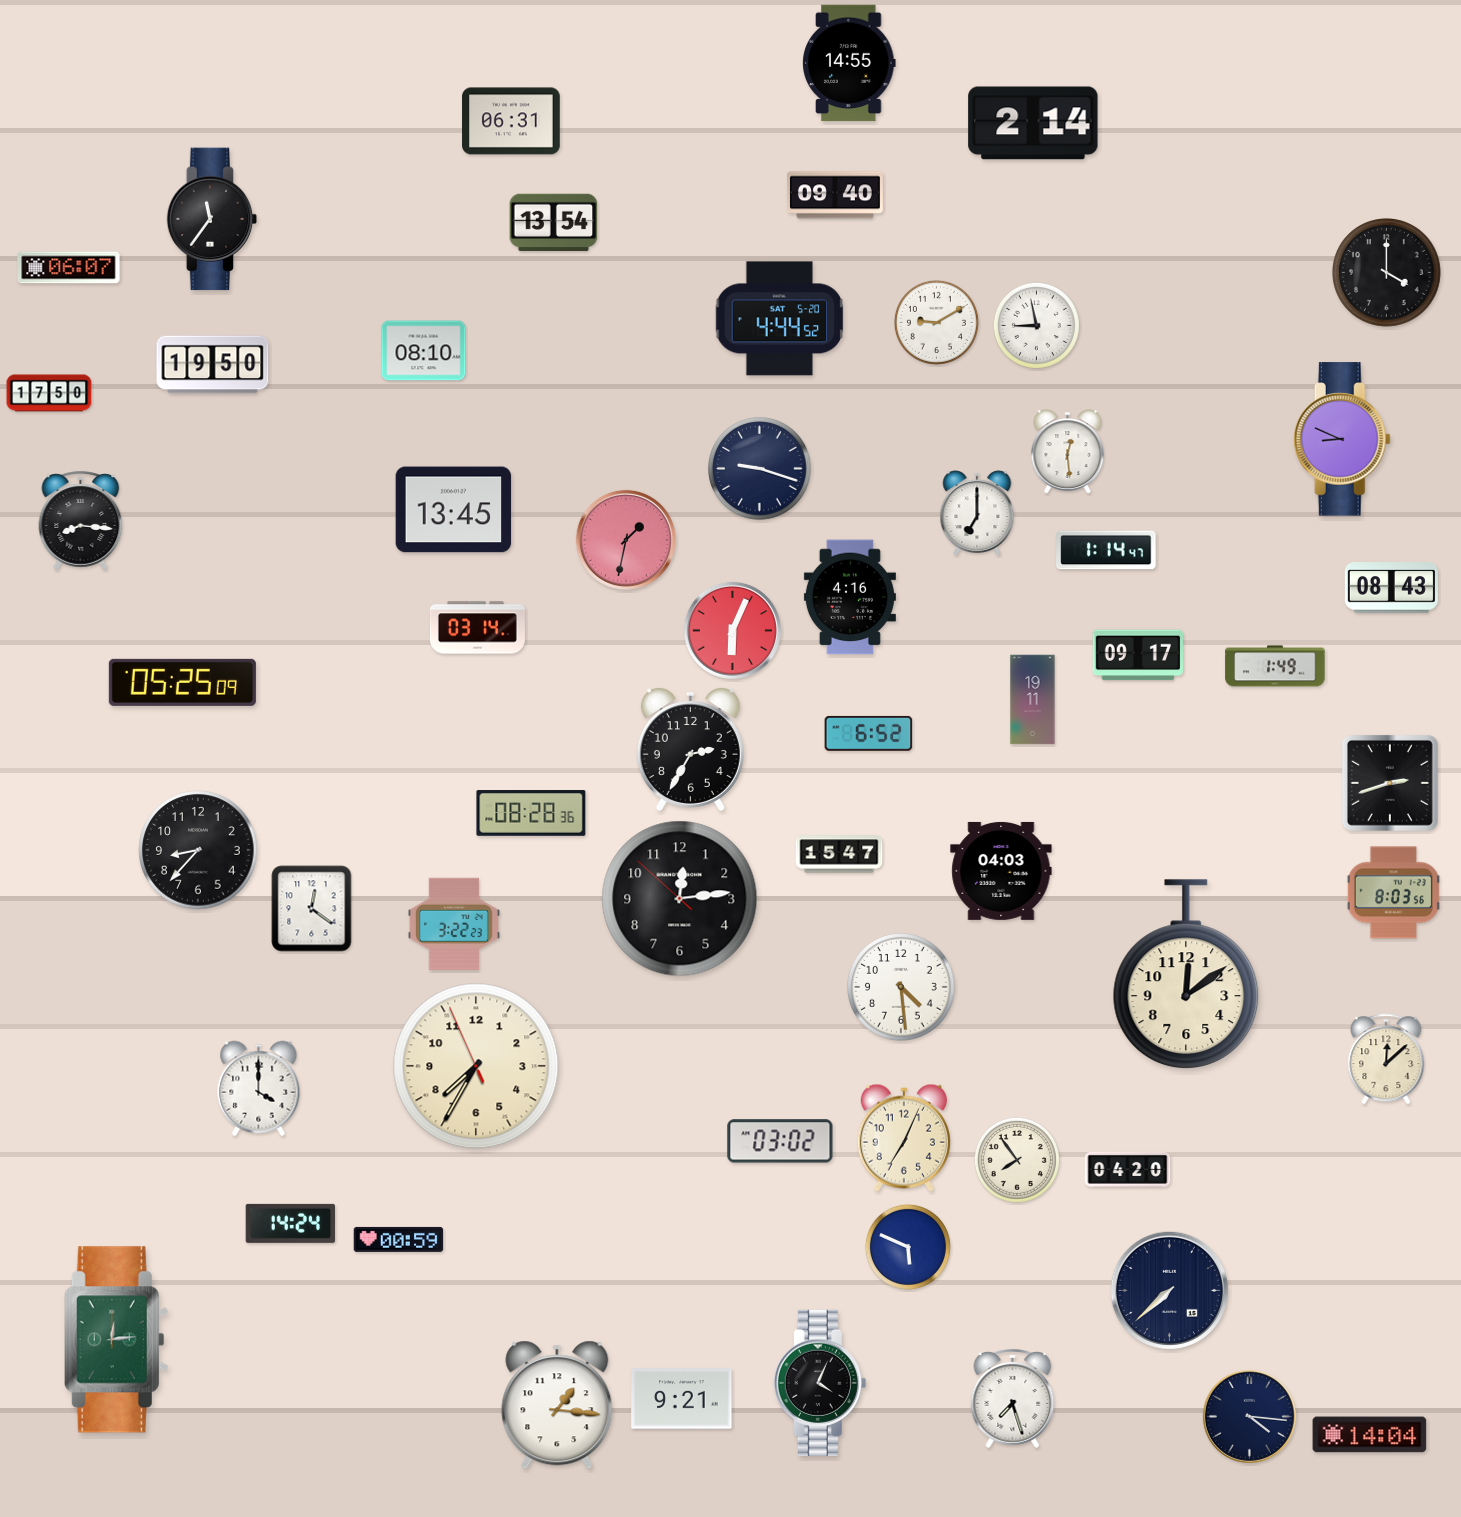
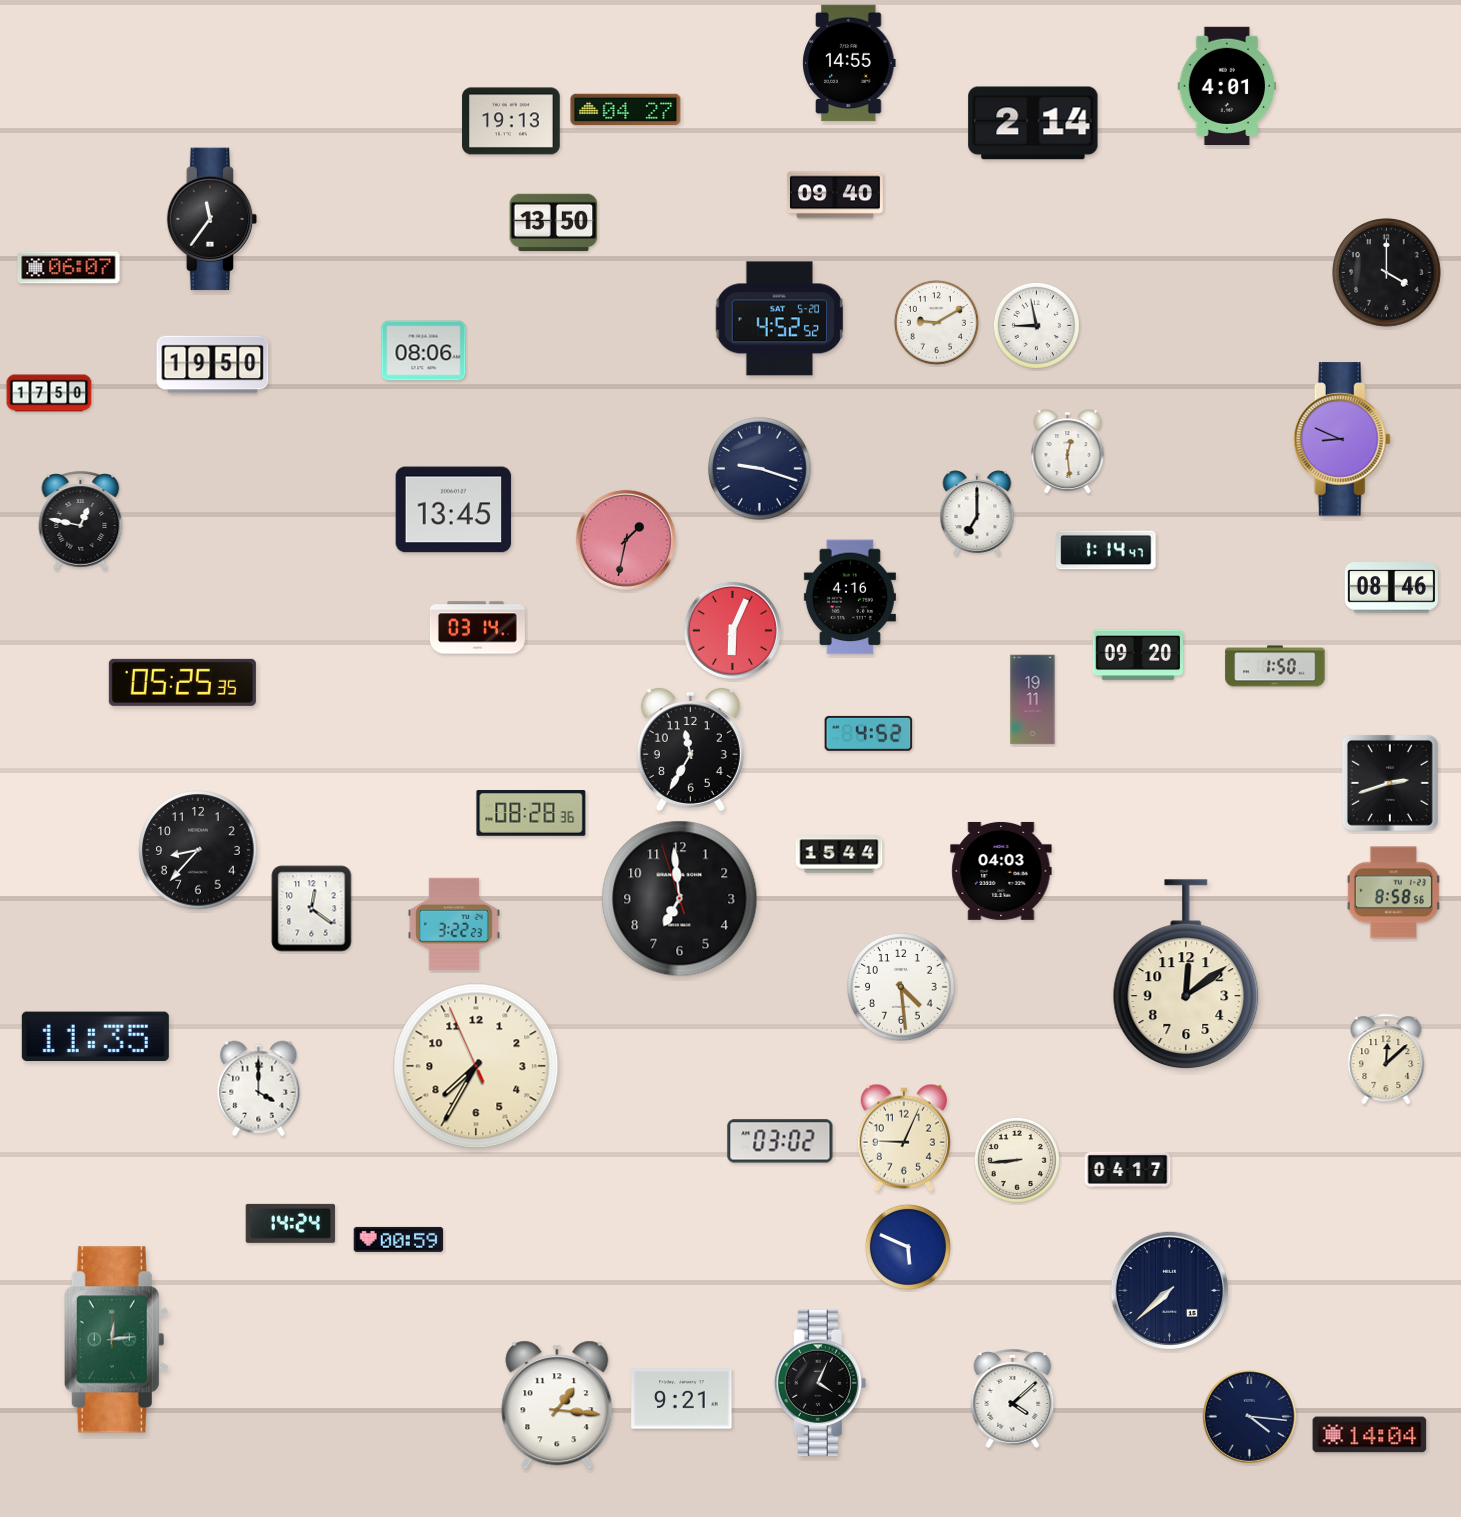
clock at (1227, 85): none -> 4:01
clock at (626, 110): none -> 04:27
clock at (511, 121): 06:31 -> 19:13
clock at (554, 223): 13:54 -> 13:50
clock at (780, 319): 4:44 -> 4:52
clock at (424, 351): 08:10 -> 08:06
clock at (81, 520): 8:16 -> 12:47
clock at (1391, 588): 08:43 -> 08:46
clock at (1138, 655): 09:17 -> 09:20
clock at (1275, 666): 1:49 -> 1:50
clock at (182, 682): 05:25:09 -> 05:25:35
clock at (869, 733): 6:52 -> 4:52
clock at (690, 750): 2:35 -> 11:35
clock at (839, 854): 15:47 -> 15:44
clock at (1393, 893): 8:03 -> 8:58
clock at (680, 899): 12:13 -> 6:58
clock at (95, 1037): none -> 11:35
clock at (904, 1138): 7:04 -> 9:04
clock at (1017, 1160): 7:54 -> 8:44
clock at (1128, 1169): 04:20 -> 04:17
clock at (1013, 1398): 7:27 -> 4:08
